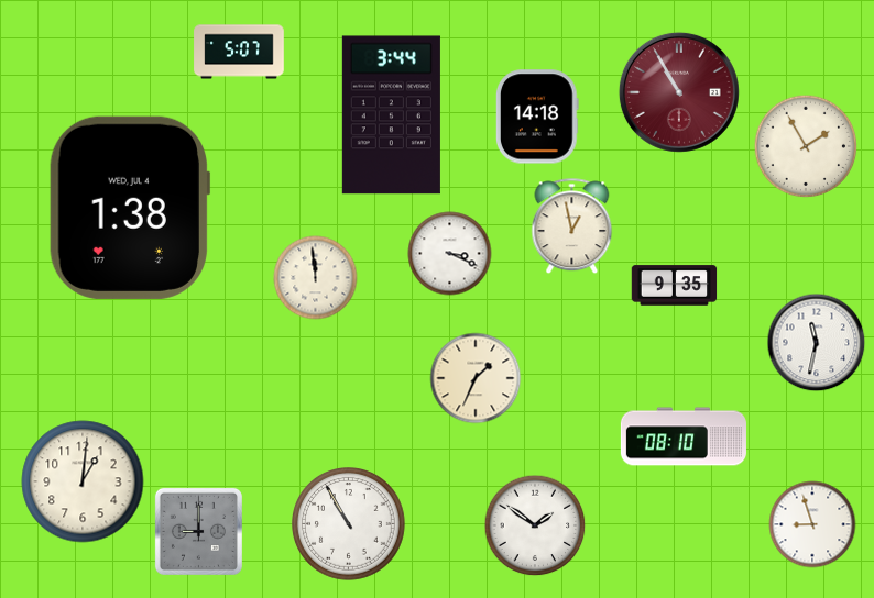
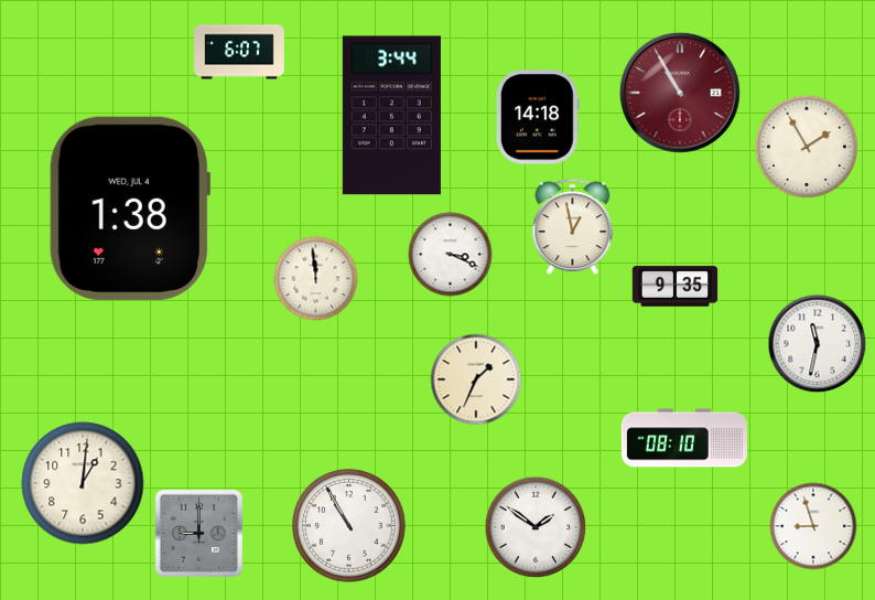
clock at (239, 52): 5:07 -> 6:07
